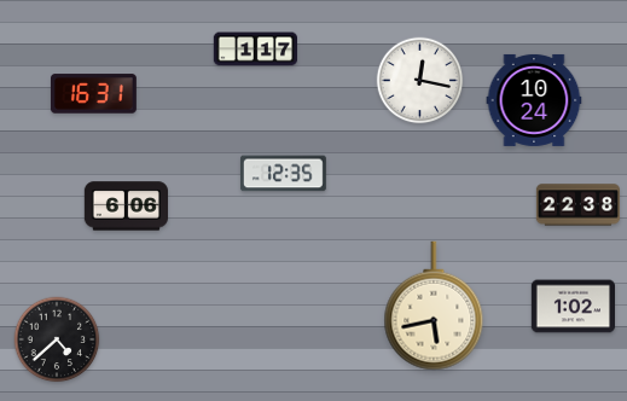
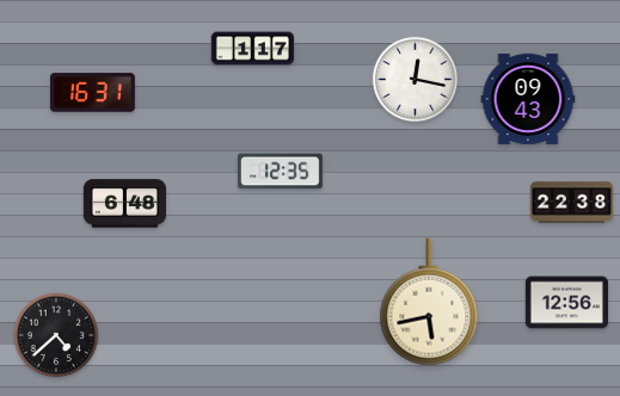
clock at (534, 100): 10:24 -> 09:43
clock at (126, 207): 6:06 -> 6:48
clock at (573, 307): 1:02 -> 12:56
